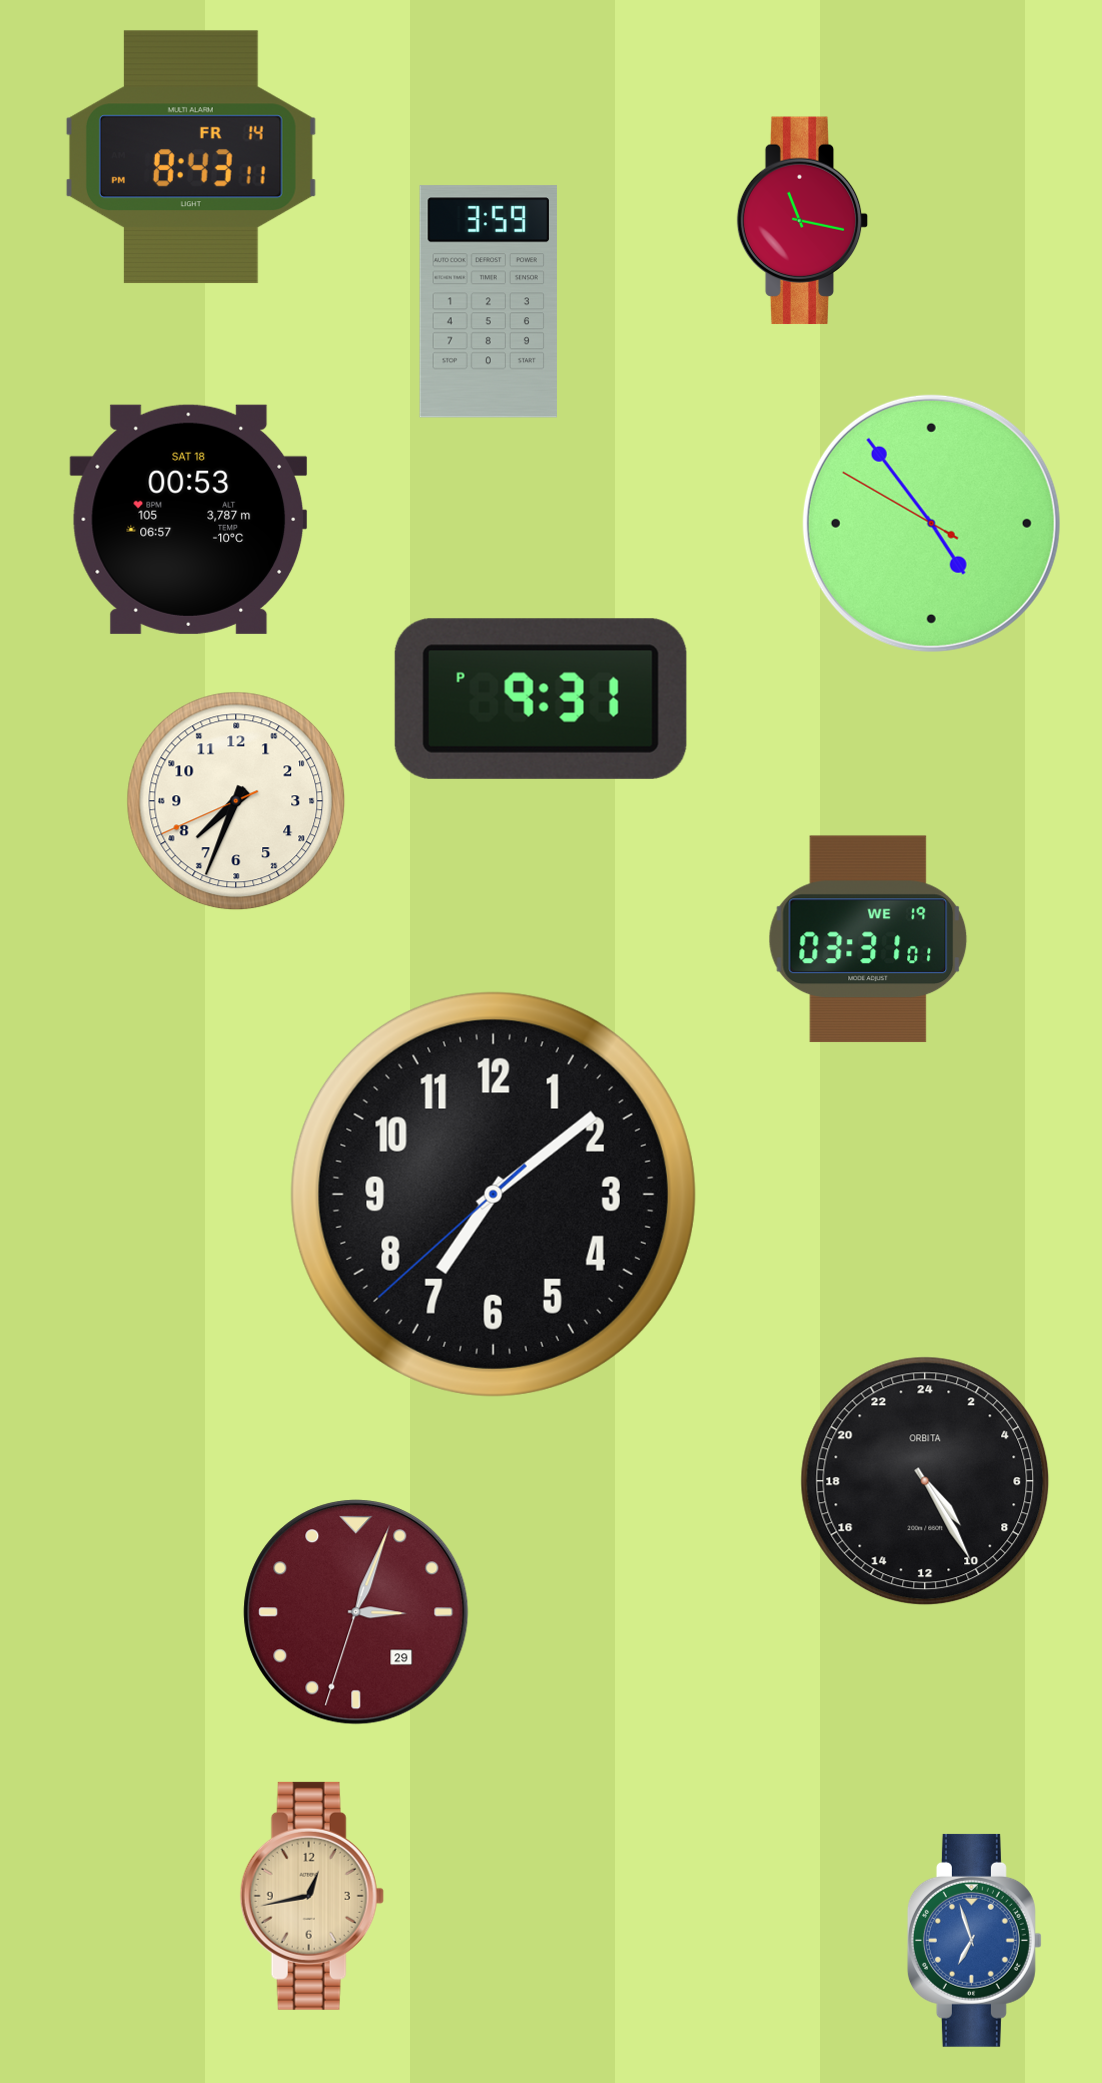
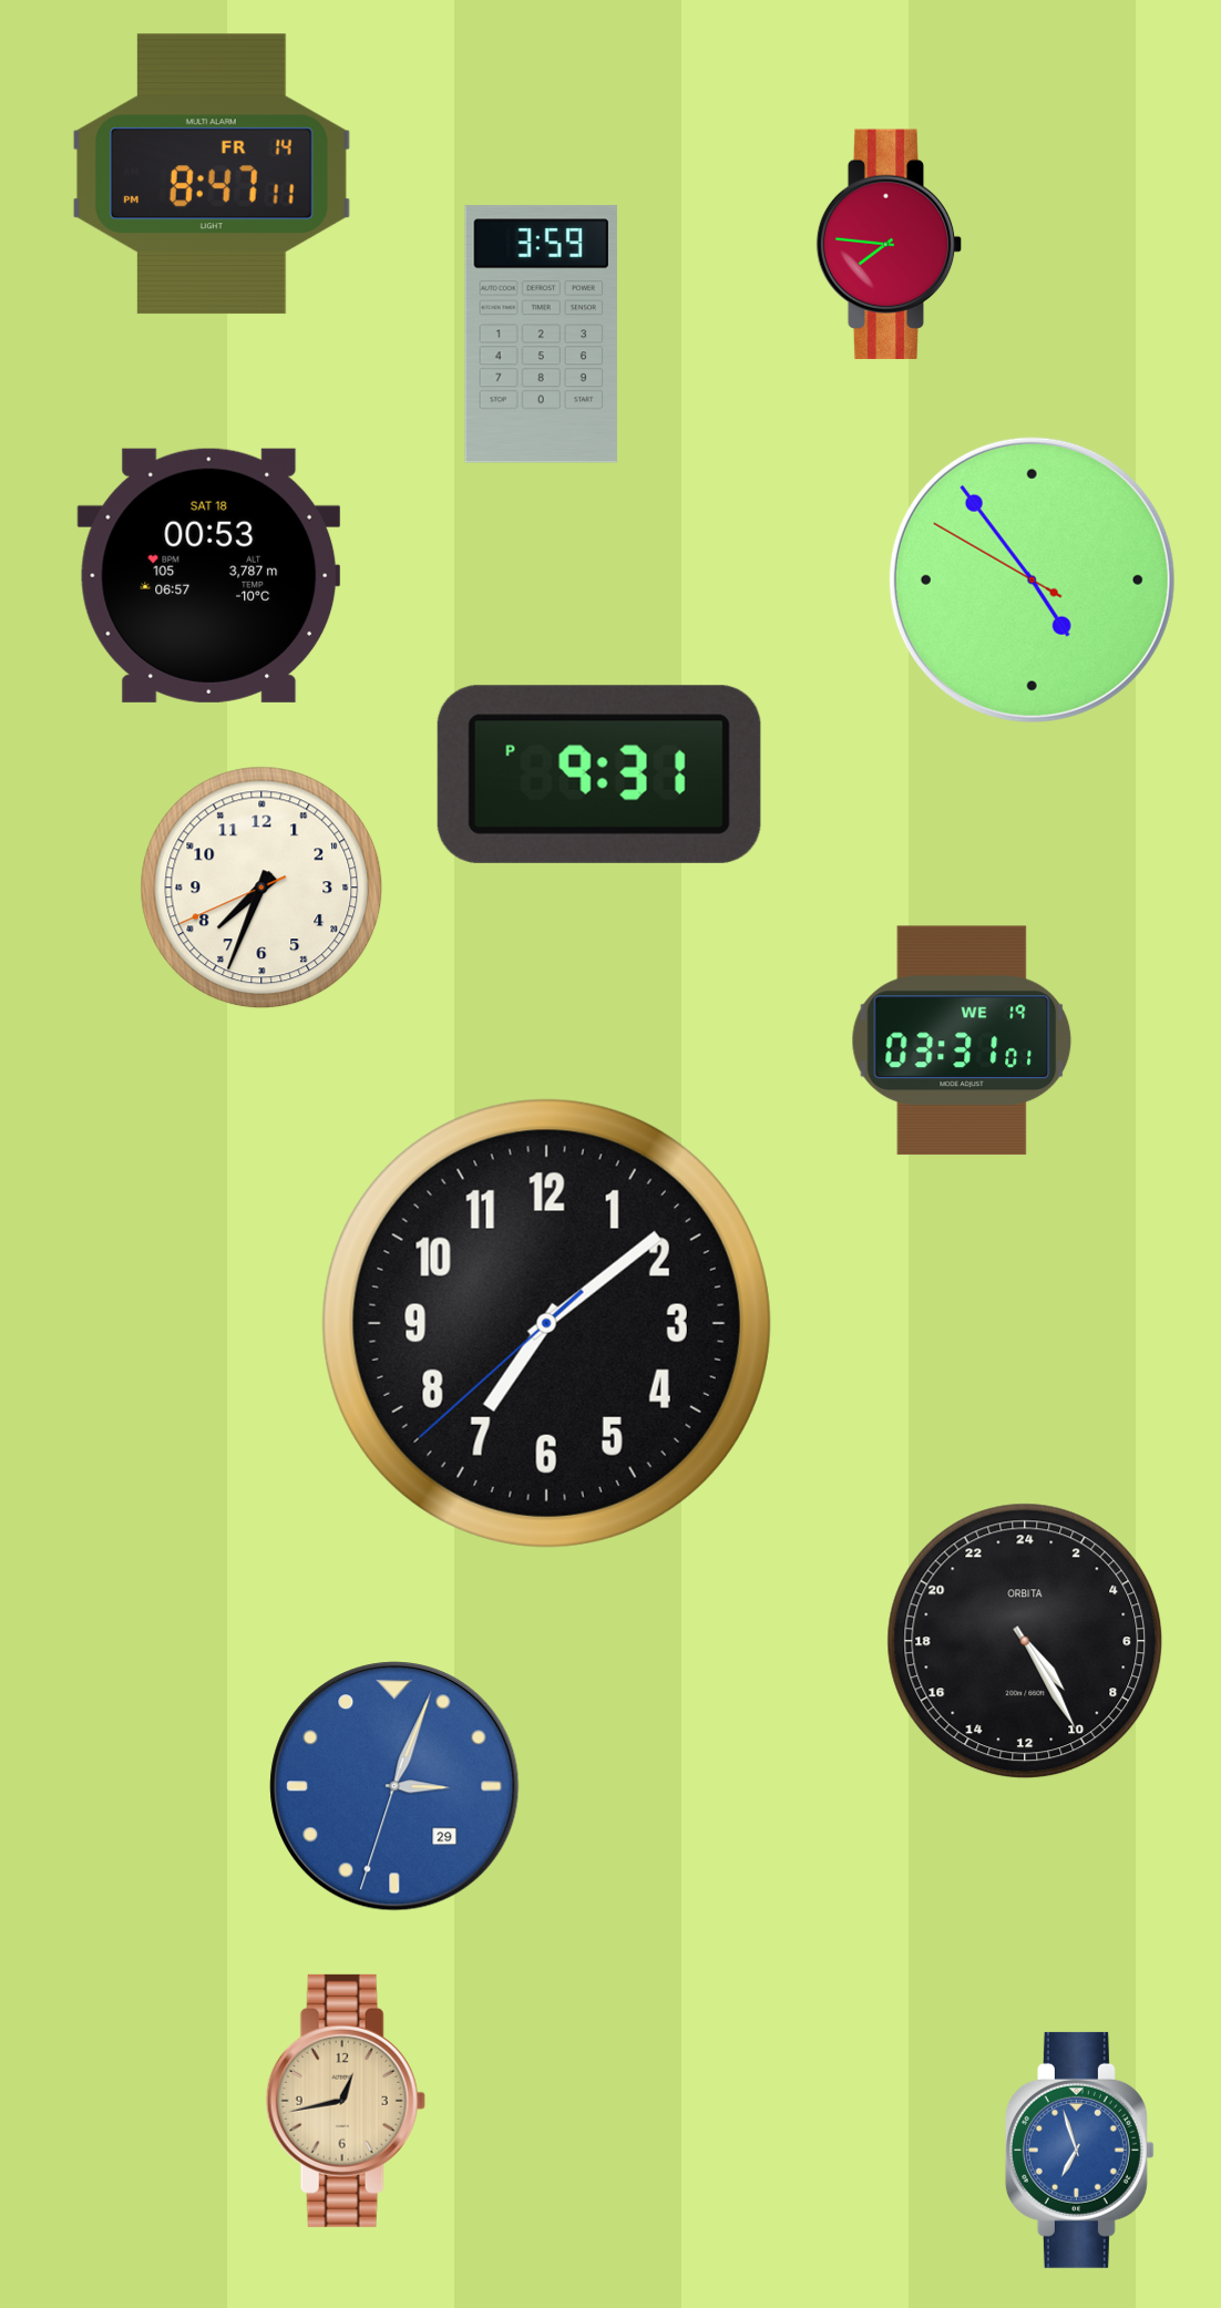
clock at (191, 157): 8:43 -> 8:47
clock at (803, 221): 11:17 -> 7:46
clock at (356, 1612) dial: burgundy -> blue
